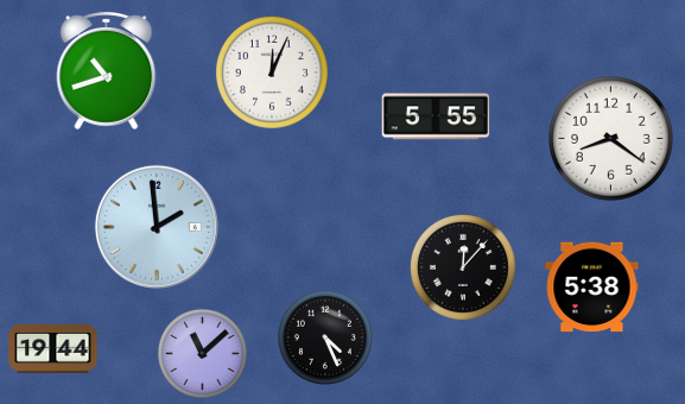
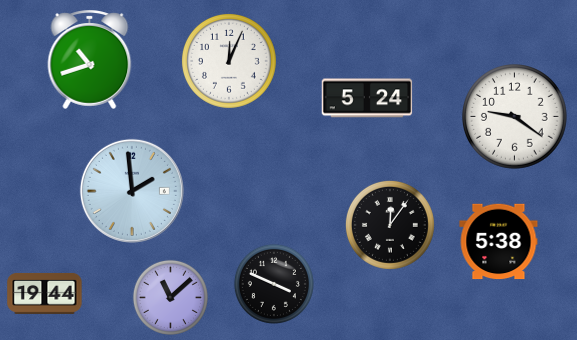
clock at (436, 116): 5:55 -> 5:24
clock at (611, 139): 8:21 -> 9:21
clock at (463, 267): 12:07 -> 12:06
clock at (325, 337): 4:26 -> 3:49
